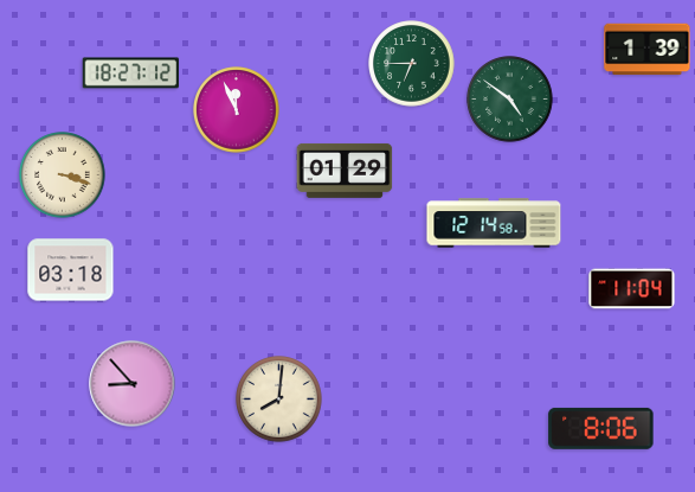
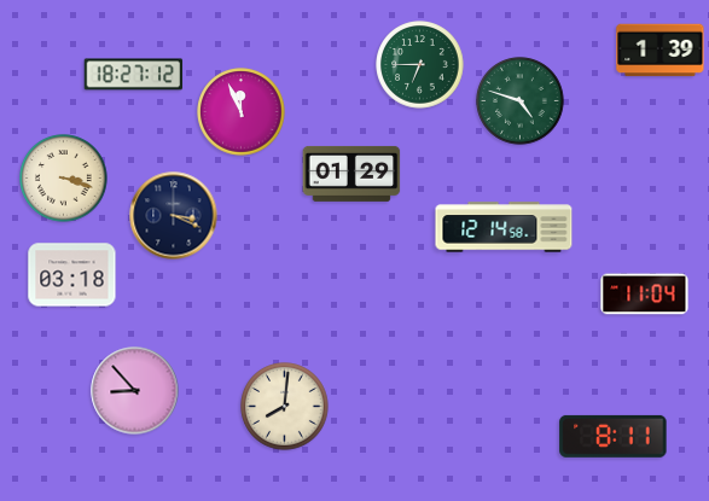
clock at (510, 100): 4:51 -> 4:48
clock at (174, 216): none -> 3:19
clock at (601, 428): 8:06 -> 8:11
